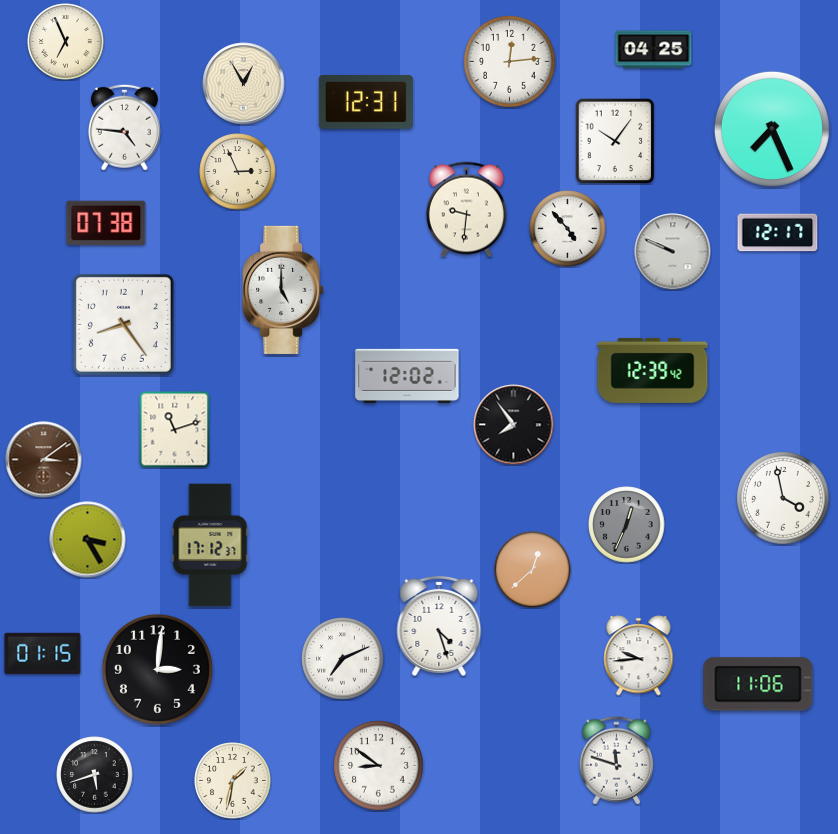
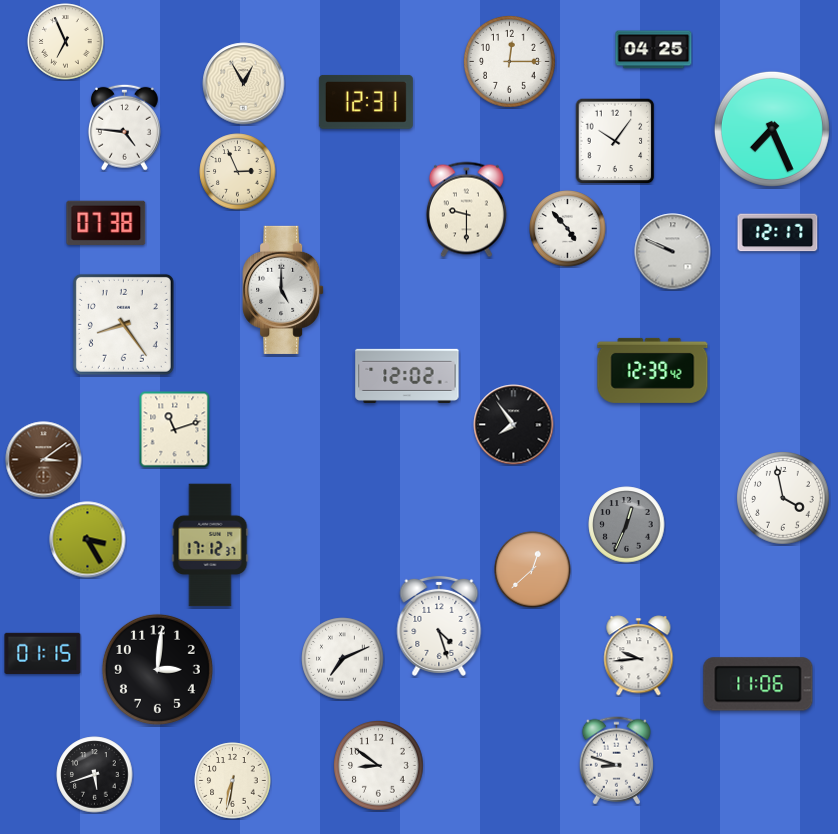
clock at (510, 62): 12:14 -> 12:15
clock at (466, 210): 9:31 -> 9:30
clock at (616, 761): 11:48 -> 8:48
clock at (233, 781): 1:32 -> 6:32
